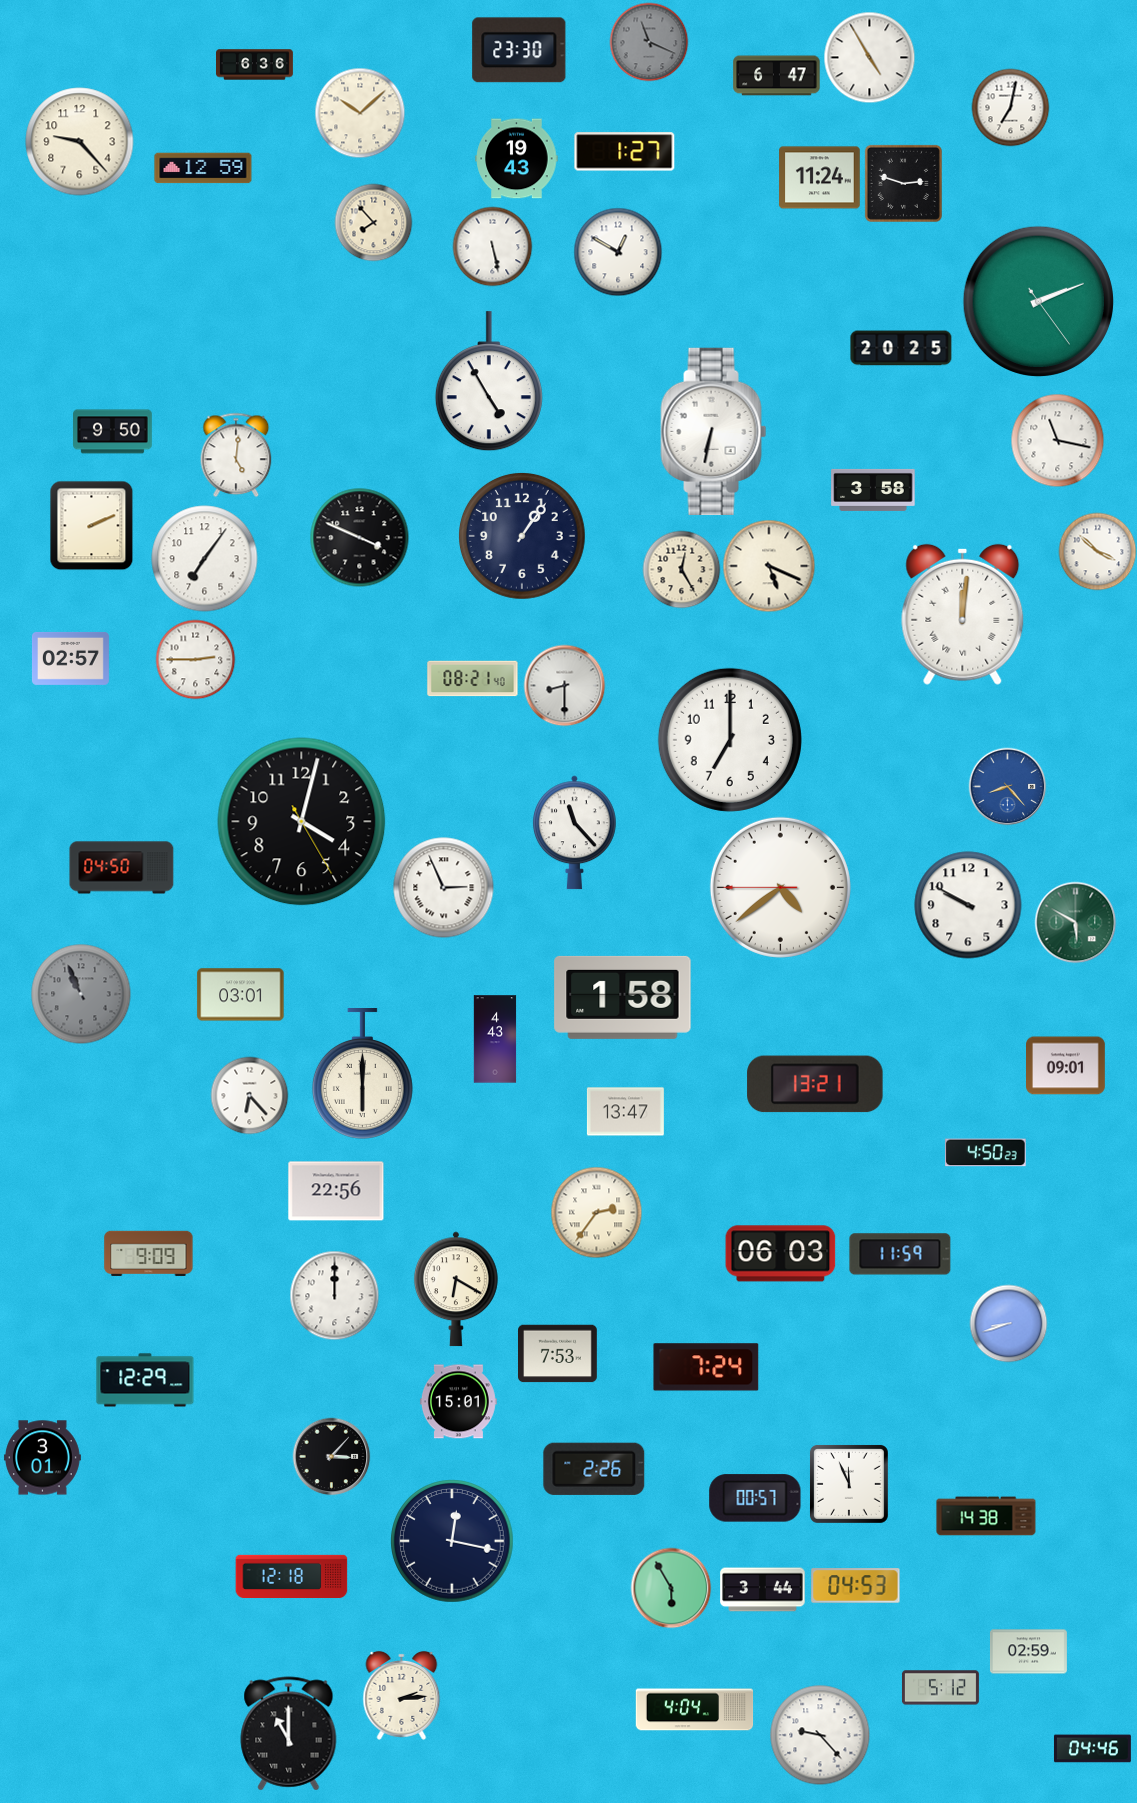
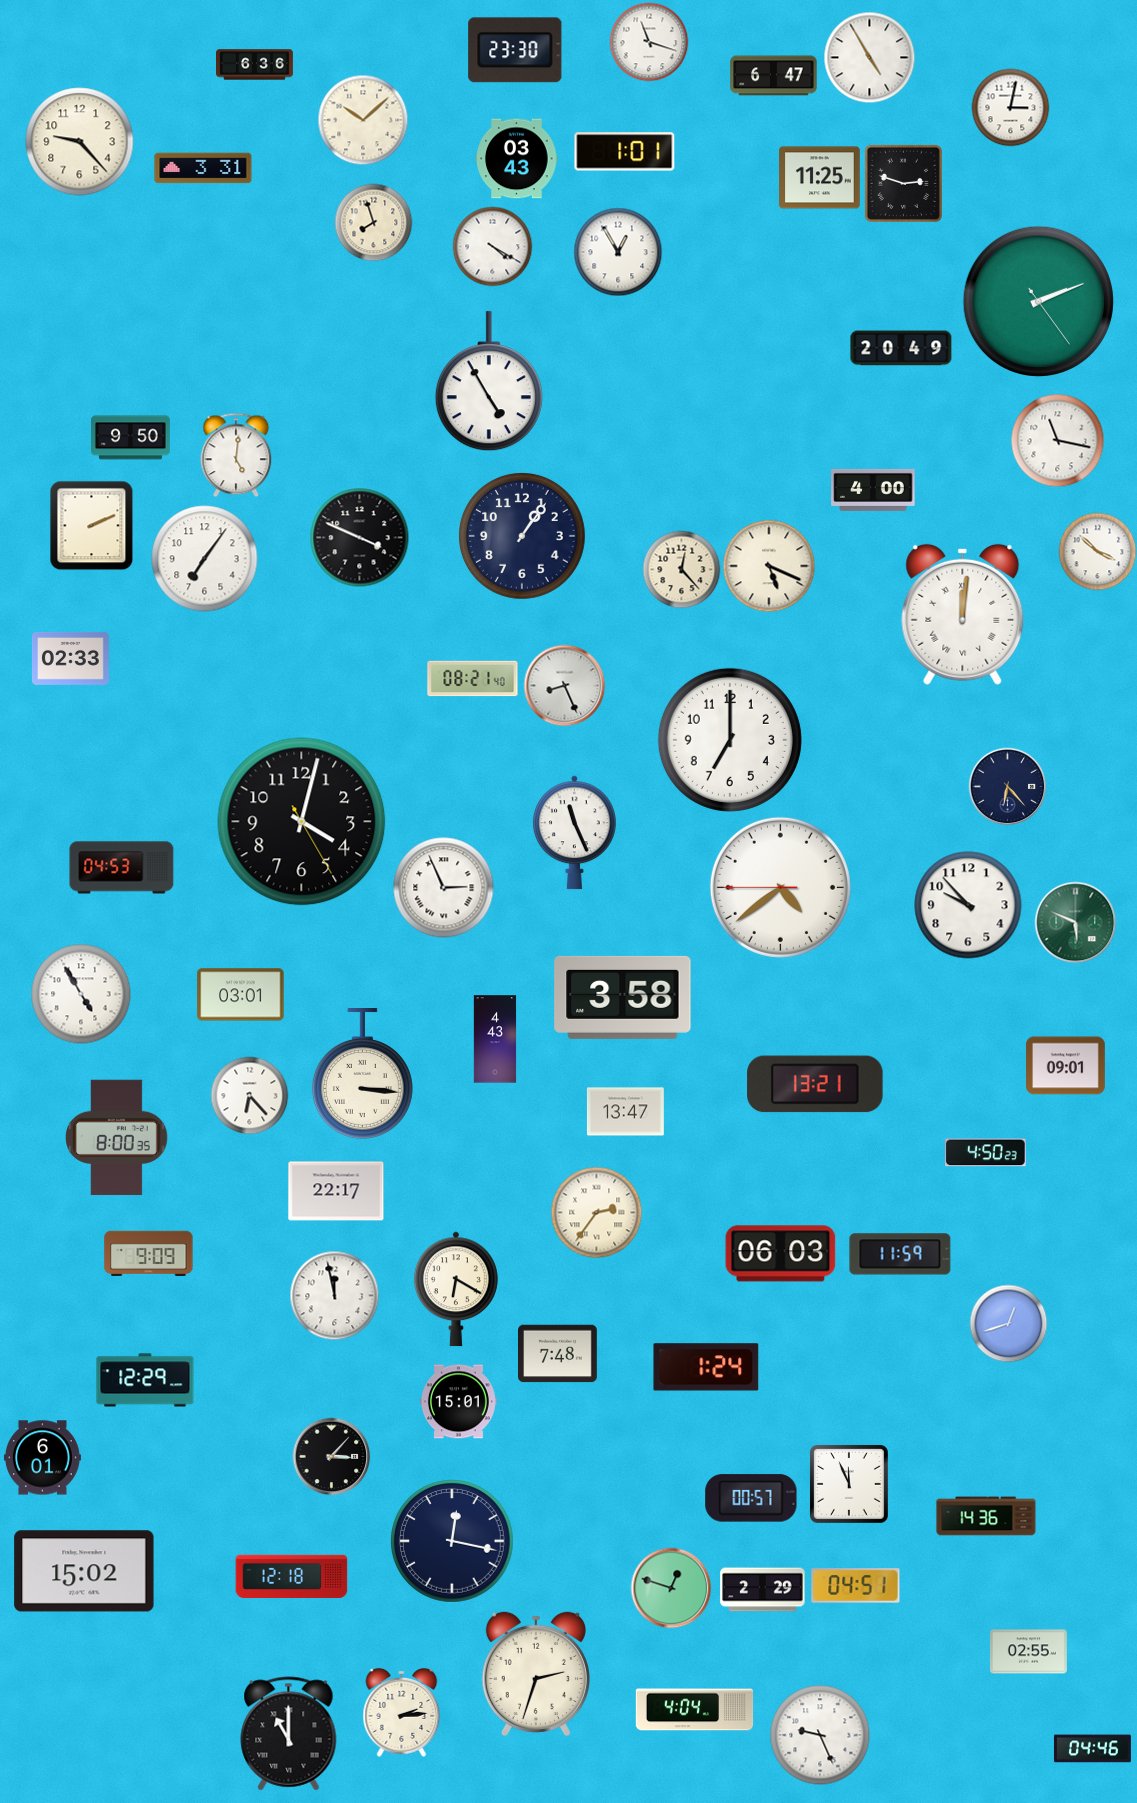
clock at (649, 42): 11:19 -> 11:18
clock at (649, 42) dial: grey -> white
clock at (519, 50) position: (519, 50) -> (515, 50)
clock at (777, 76) position: (777, 76) -> (774, 76)
clock at (1010, 107): 7:02 -> 3:02
clock at (360, 113) position: (360, 113) -> (363, 120)
clock at (625, 152): 1:27 -> 1:01
clock at (517, 159): 19:43 -> 03:43
clock at (203, 168): 12:59 -> 3:31
clock at (820, 178): 11:24 -> 11:25
clock at (373, 222): 7:53 -> 7:57
clock at (492, 246): 5:28 -> 4:20
clock at (618, 252): 12:50 -> 12:55
clock at (901, 348): 20:25 -> 20:49
clock at (714, 431): 6:32 -> none
clock at (113, 432) position: (113, 432) -> (131, 438)
clock at (873, 490): 3:58 -> 4:00
clock at (681, 569): 12:25 -> 12:23
clock at (70, 658): 02:57 -> 02:33
clock at (195, 659): 2:45 -> none
clock at (564, 685): 8:30 -> 8:26
clock at (1007, 786): 8:23 -> 6:23
clock at (1007, 786) dial: blue -> navy
clock at (574, 833): 11:23 -> 11:26
clock at (122, 868): 04:50 -> 04:53
clock at (968, 905): 9:50 -> 9:53
clock at (1075, 922): 5:50 -> 5:49
clock at (81, 994): 10:56 -> 4:55
clock at (81, 994) dial: grey -> white
clock at (623, 997): 1:58 -> 3:58
clock at (362, 1074): 6:00 -> 3:16
clock at (117, 1138): none -> 8:00
clock at (336, 1191): 22:56 -> 22:17
clock at (334, 1295): 12:00 -> 11:58
clock at (1008, 1323): 8:42 -> 12:42
clock at (558, 1354): 7:53 -> 7:48
clock at (706, 1367): 7:24 -> 1:24
clock at (42, 1458): 3:01 -> 6:01
clock at (594, 1469): 2:26 -> none
clock at (755, 1498) position: (755, 1498) -> (751, 1498)
clock at (986, 1516): 14:38 -> 14:36
clock at (84, 1571): none -> 15:02
clock at (856, 1586): 04:53 -> 04:51
clock at (671, 1588): 5:55 -> 12:48
clock at (763, 1590): 3:44 -> 2:29
clock at (1028, 1652): 02:59 -> 02:55
clock at (536, 1674): none -> 2:33
clock at (940, 1688): 5:12 -> none
clock at (402, 1695) position: (402, 1695) -> (402, 1712)
clock at (820, 1735): 9:23 -> 9:26
